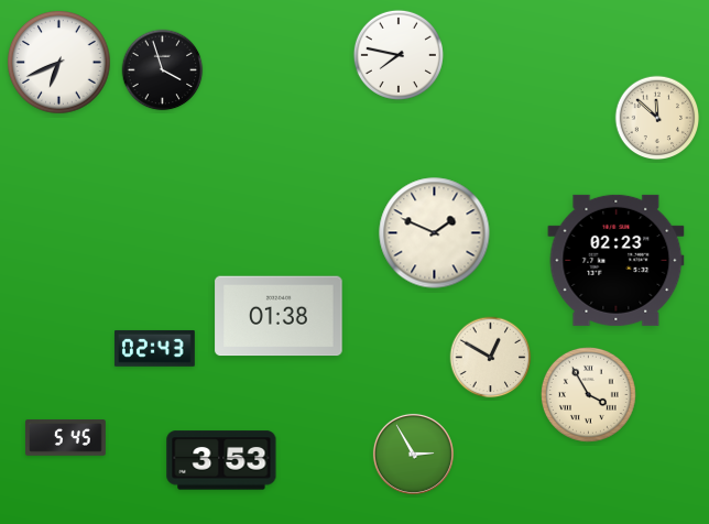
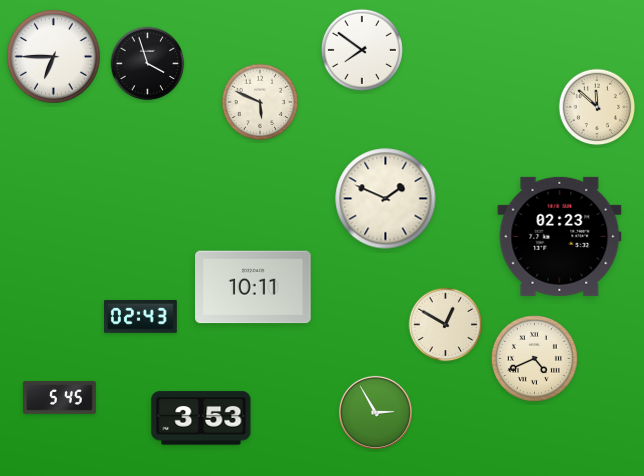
clock at (399, 55): 7:47 -> 7:51
clock at (59, 63): 6:41 -> 6:45
clock at (260, 102): none -> 5:49
clock at (435, 233) position: (435, 233) -> (386, 199)
clock at (279, 316): 01:38 -> 10:11
clock at (588, 394): 3:55 -> 4:41
